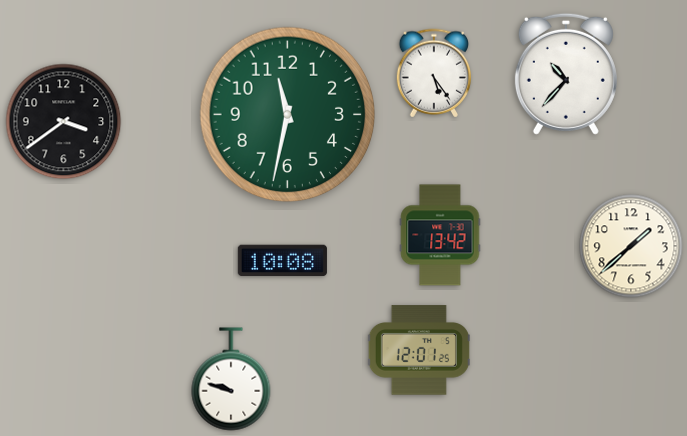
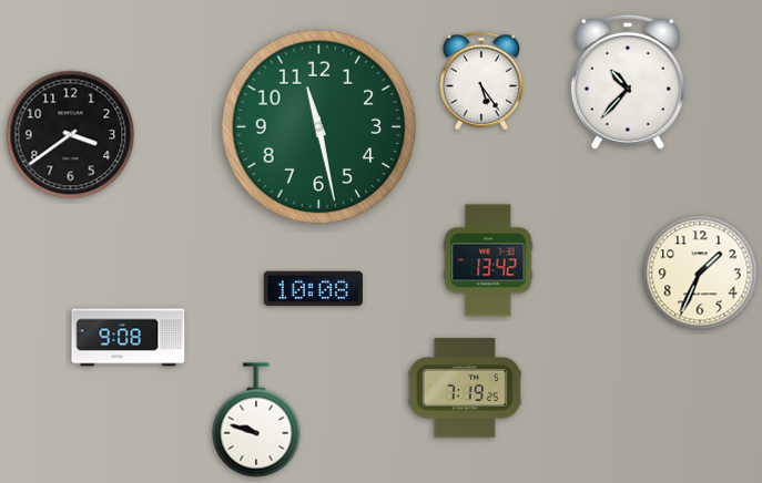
clock at (288, 115): 11:32 -> 11:28
clock at (631, 246): 1:38 -> 1:34
clock at (129, 338): none -> 9:08
clock at (419, 350): 12:01 -> 7:19
